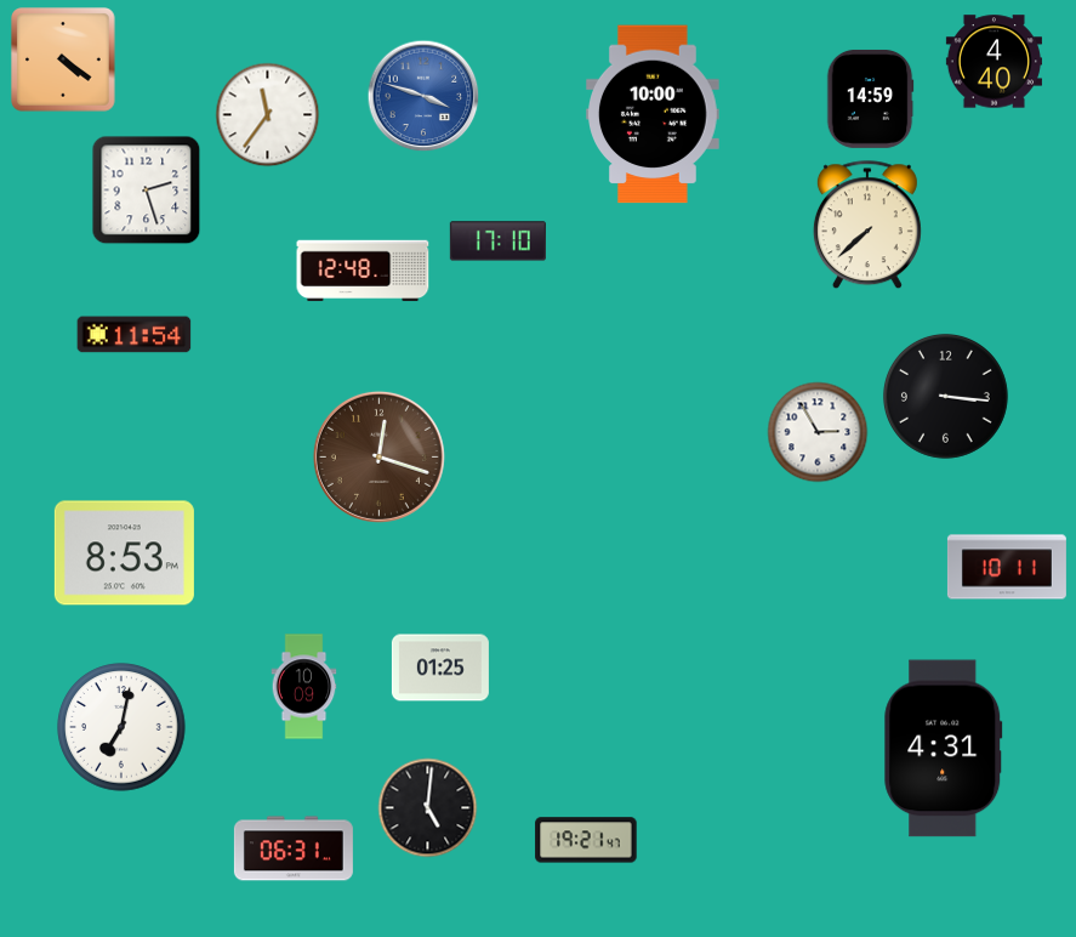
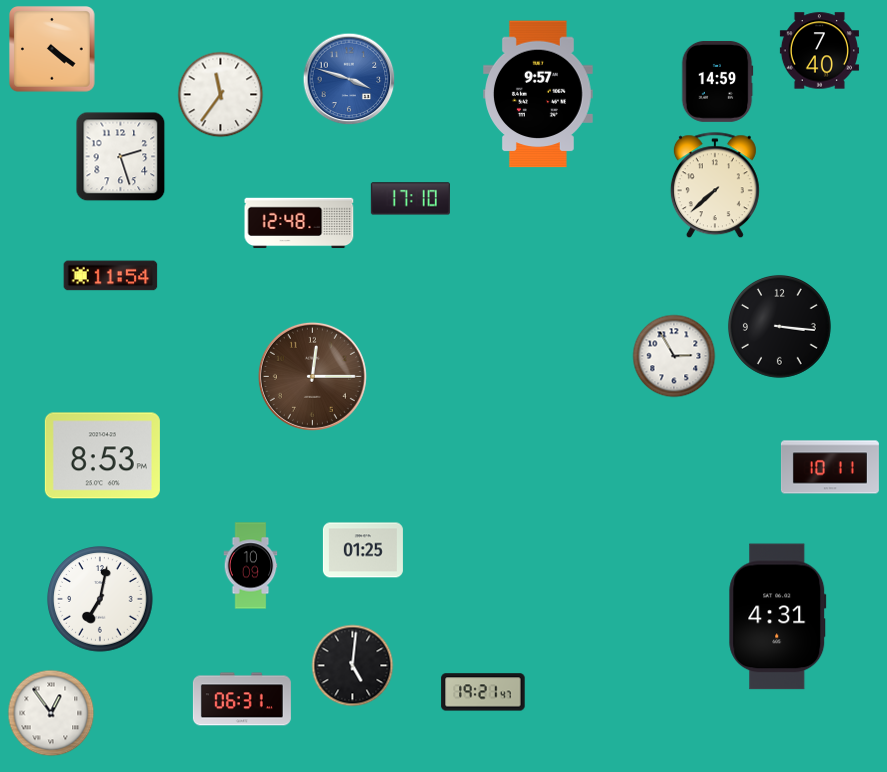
clock at (994, 62): 4:40 -> 7:40
clock at (654, 114): 10:00 -> 9:57
clock at (378, 456): 12:18 -> 12:15
clock at (51, 713): none -> 12:54
